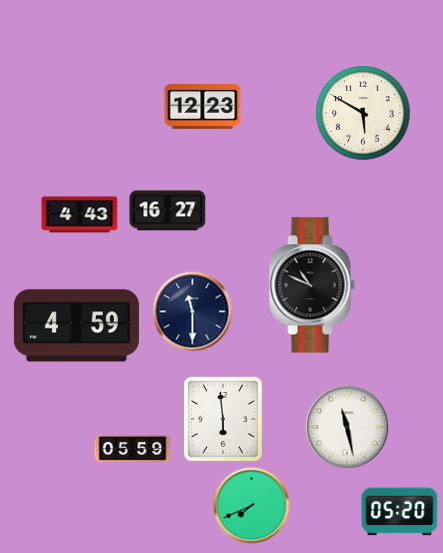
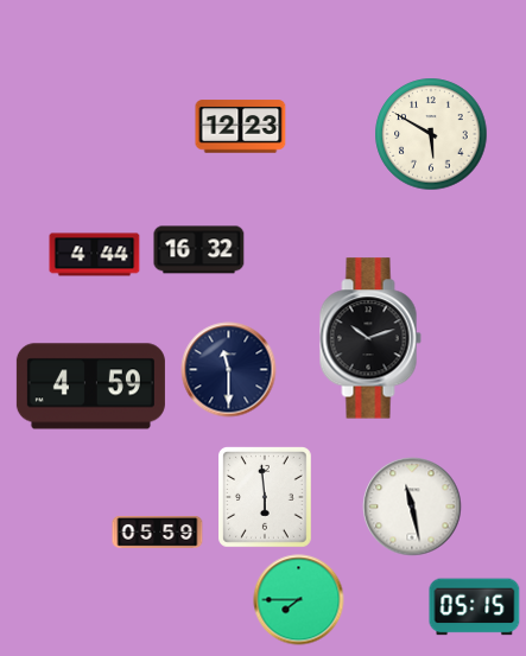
clock at (168, 211): 16:27 -> 16:32
clock at (80, 215): 4:43 -> 4:44
clock at (312, 285): 10:49 -> 10:12
clock at (252, 506): 7:41 -> 7:45
clock at (400, 512): 05:20 -> 05:15
